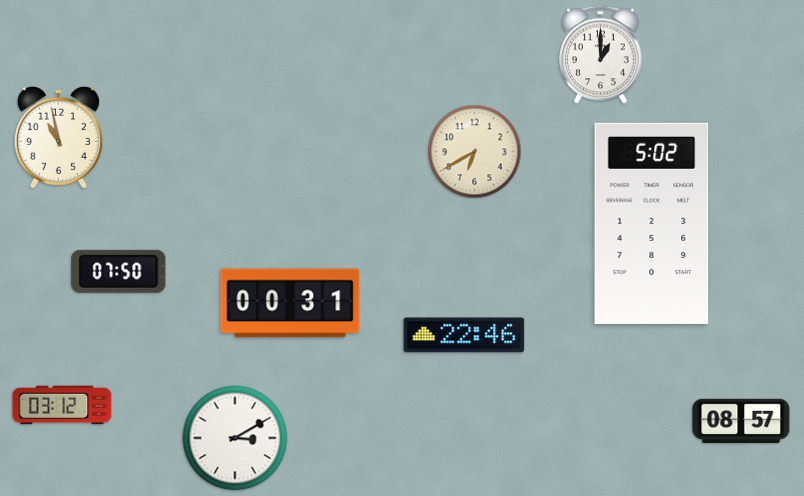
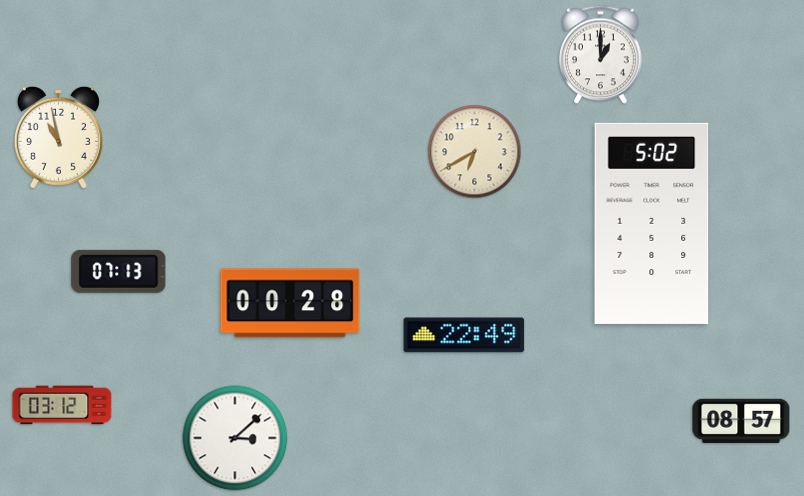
clock at (119, 271): 07:50 -> 07:13
clock at (290, 303): 00:31 -> 00:28
clock at (464, 335): 22:46 -> 22:49
clock at (235, 438): 3:10 -> 3:08
